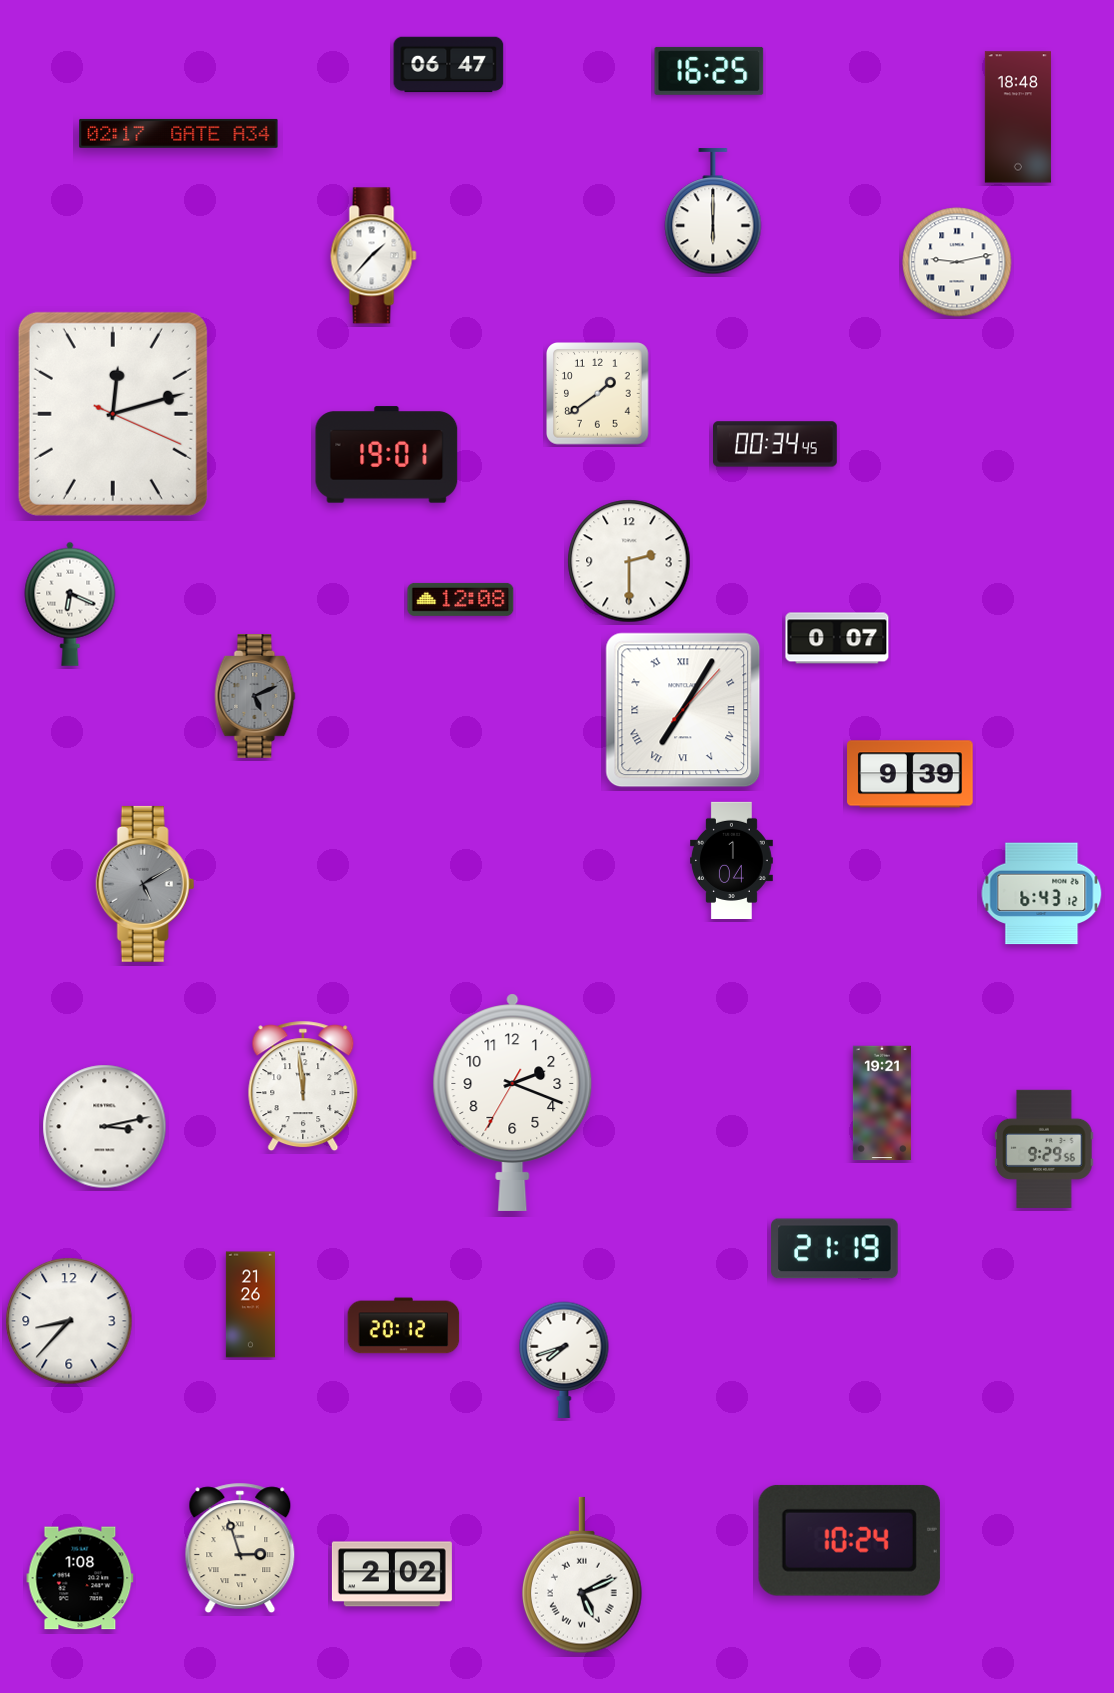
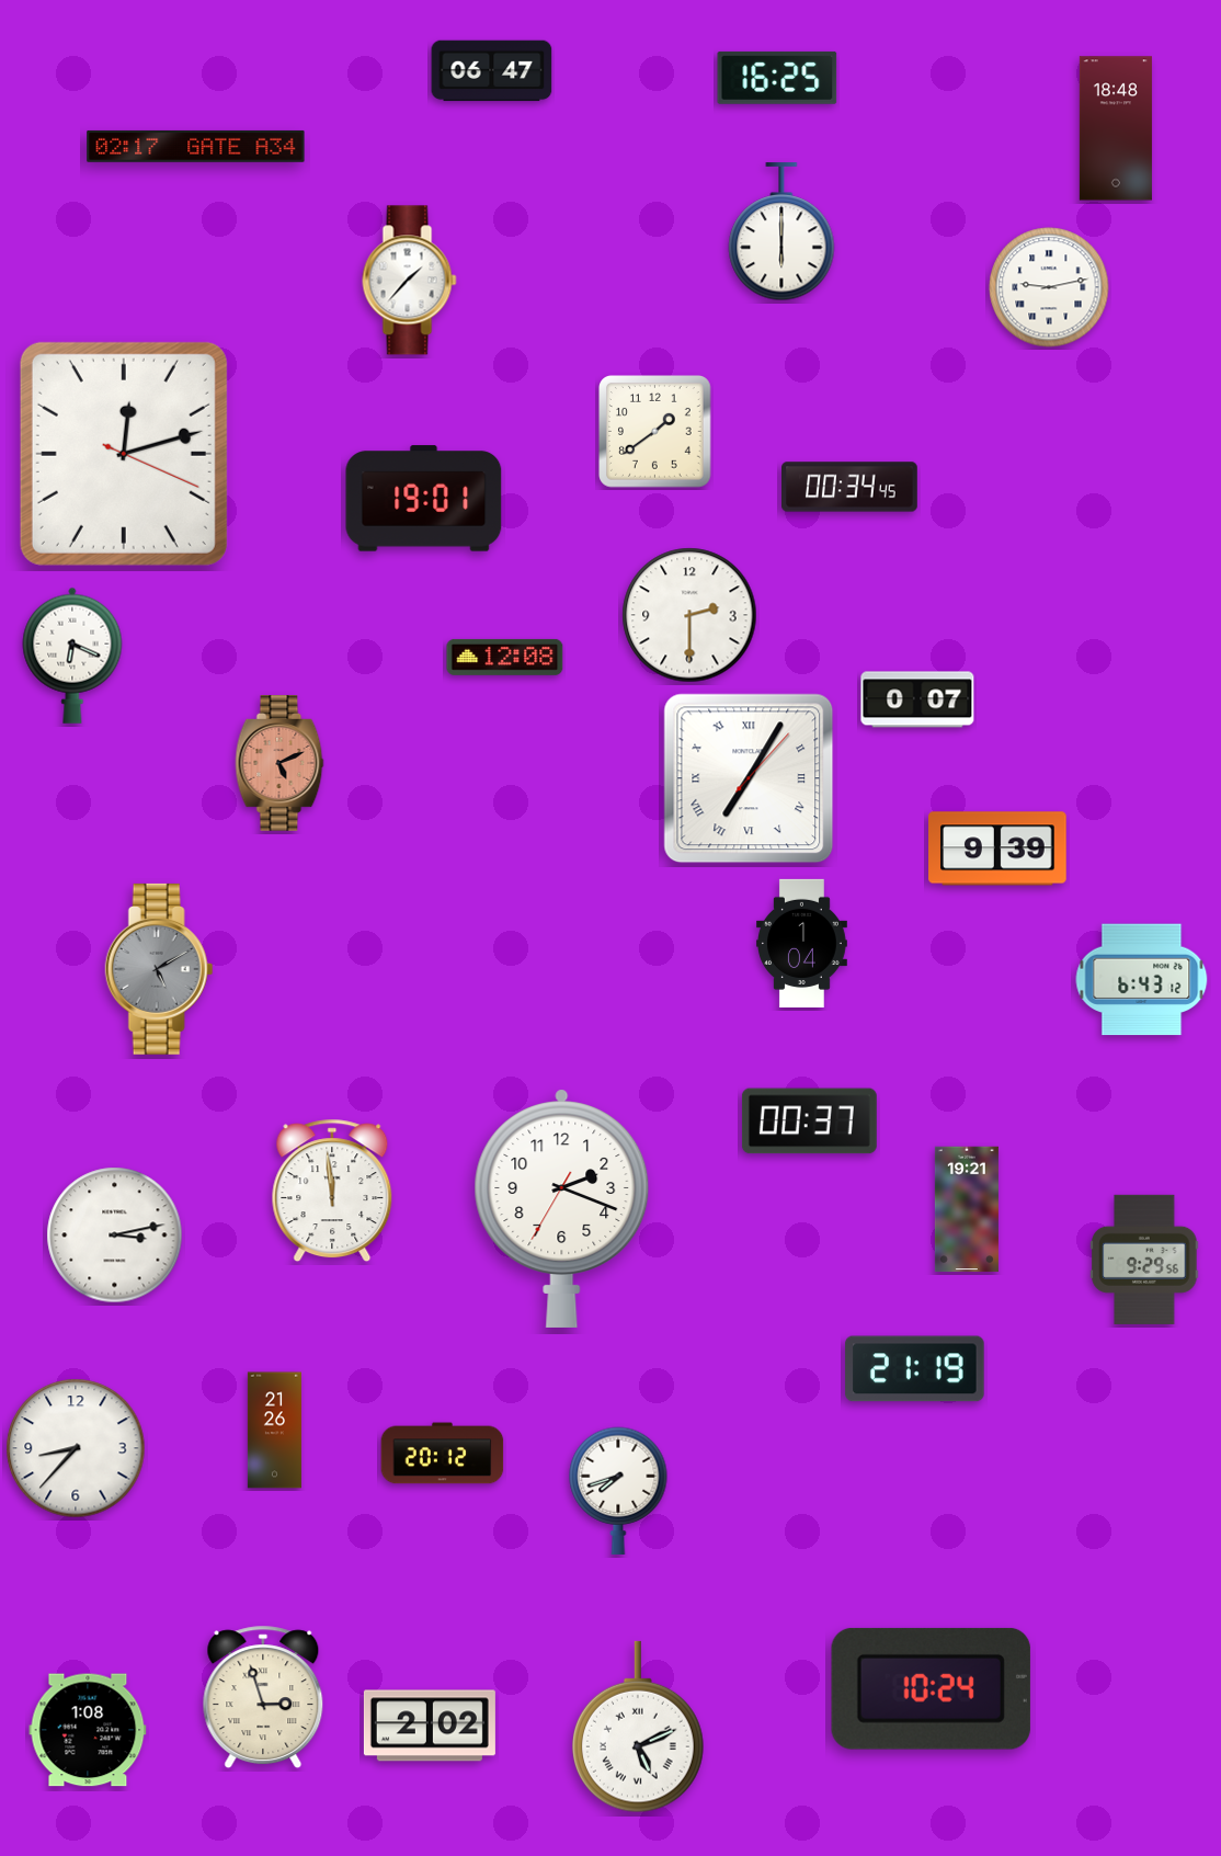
clock at (70, 604) position: (70, 604) -> (72, 656)
clock at (255, 697) dial: grey -> salmon
clock at (809, 1121): none -> 00:37
